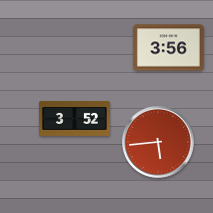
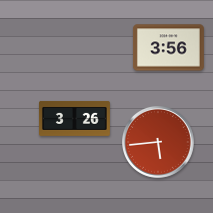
clock at (75, 119): 3:52 -> 3:26
